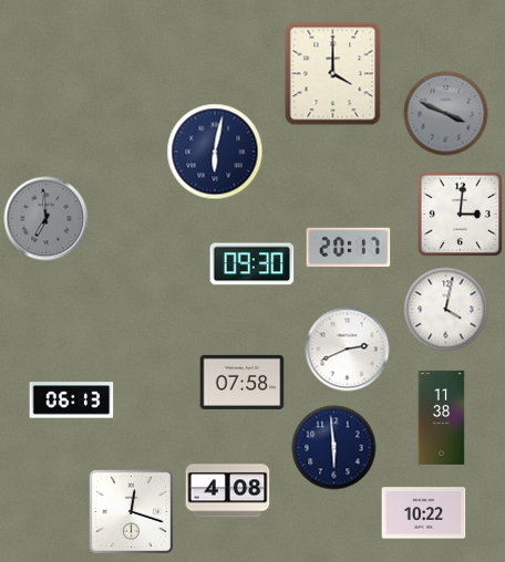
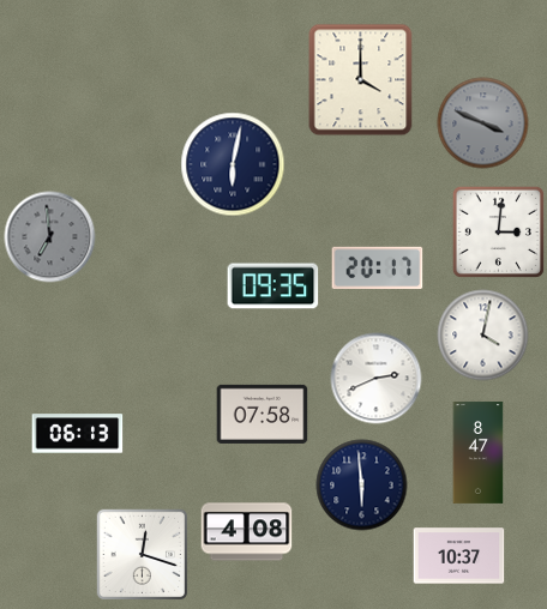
clock at (252, 264): 09:30 -> 09:35
clock at (442, 417): 11:38 -> 8:47
clock at (424, 513): 10:22 -> 10:37
